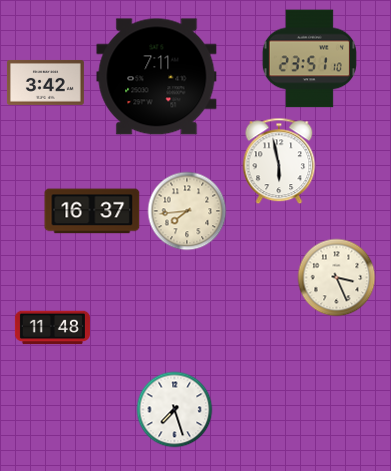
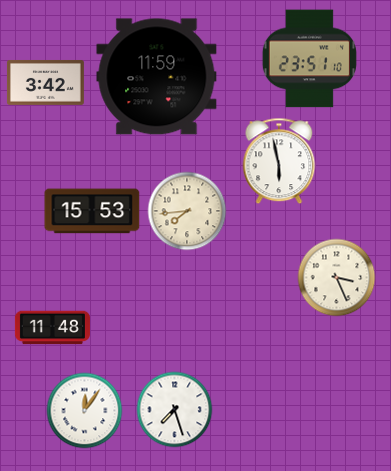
clock at (157, 77): 7:11 -> 11:59
clock at (92, 211): 16:37 -> 15:53
clock at (85, 411): none -> 12:06
